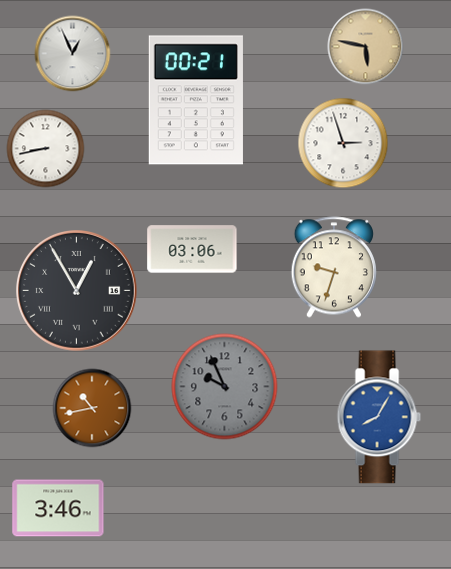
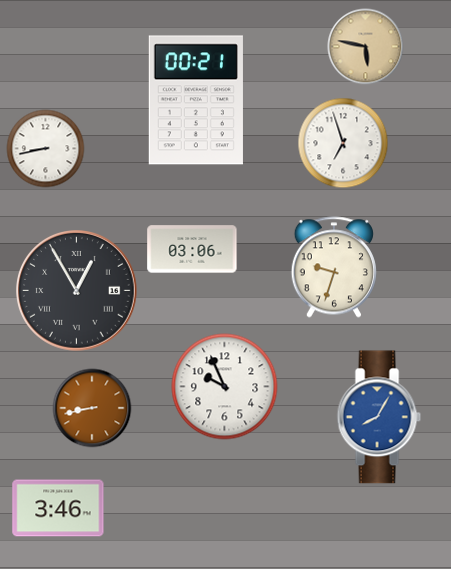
clock at (73, 54): 12:56 -> none
clock at (343, 143): 2:57 -> 6:57
clock at (225, 387) dial: grey -> white
clock at (92, 408): 10:43 -> 8:43
